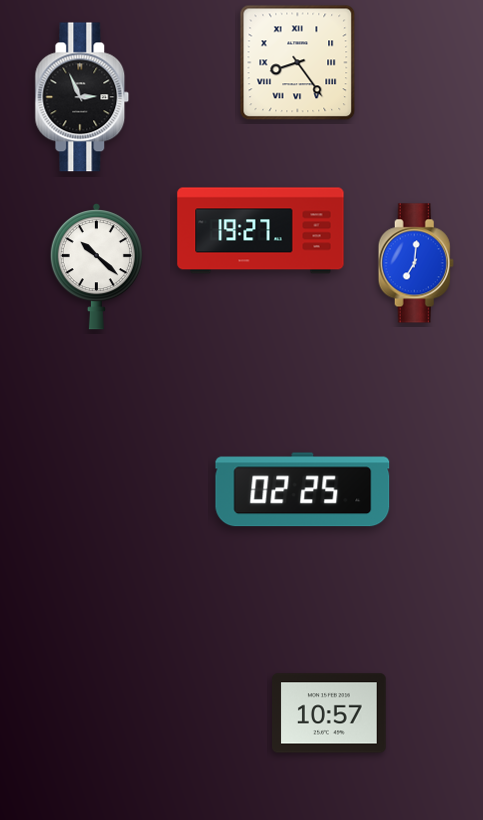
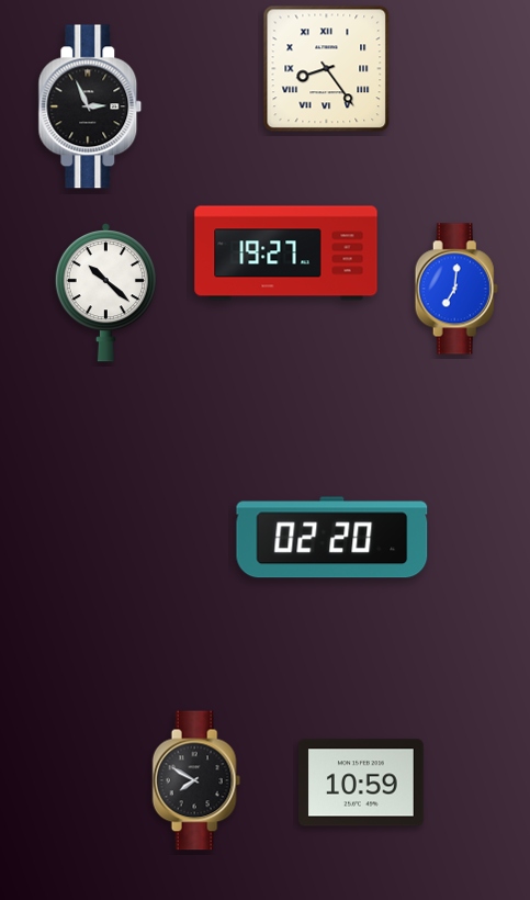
clock at (303, 490): 02:25 -> 02:20
clock at (196, 780): none -> 7:50
clock at (329, 713): 10:57 -> 10:59
